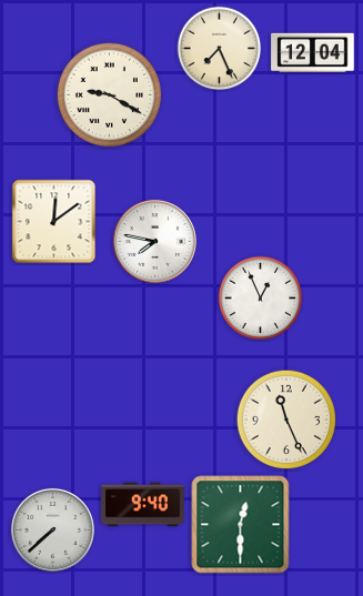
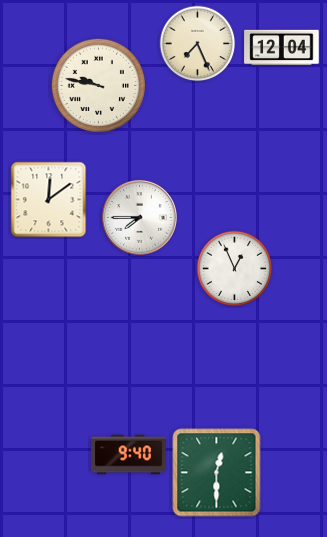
clock at (109, 94): 9:20 -> 9:47
clock at (154, 241): 7:47 -> 7:45
clock at (285, 418): 11:26 -> none
clock at (52, 529): 7:38 -> none
